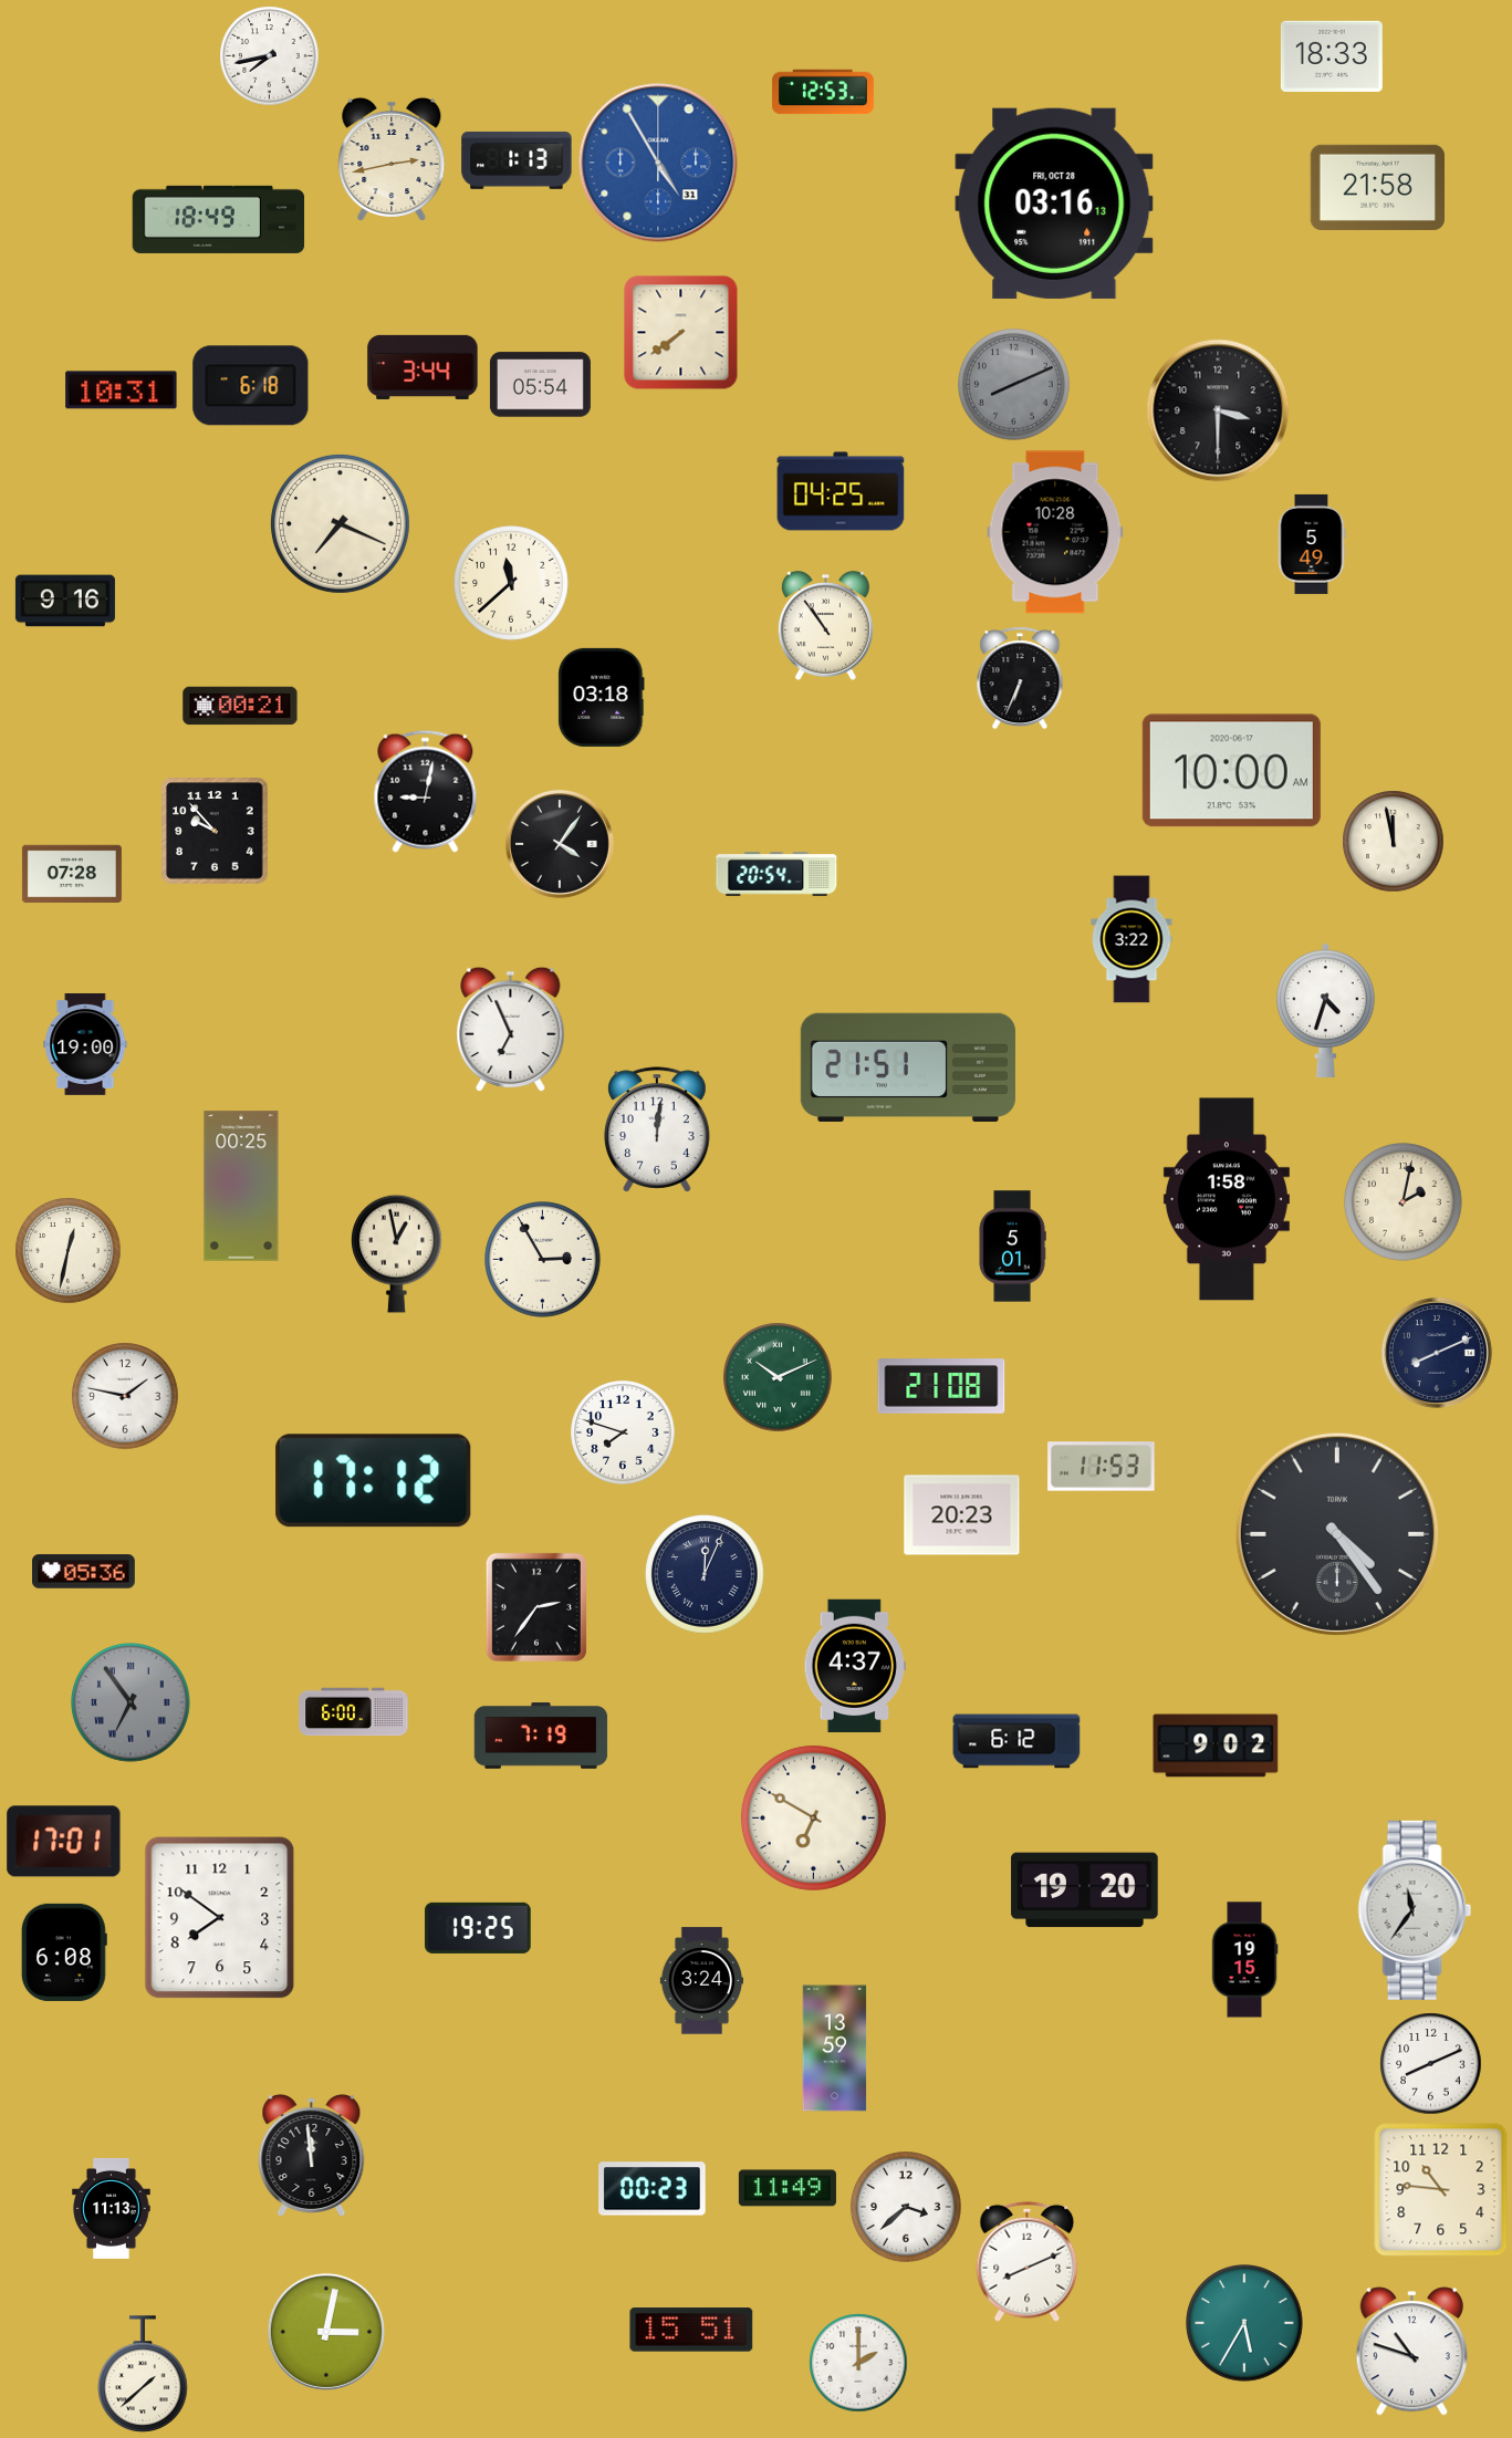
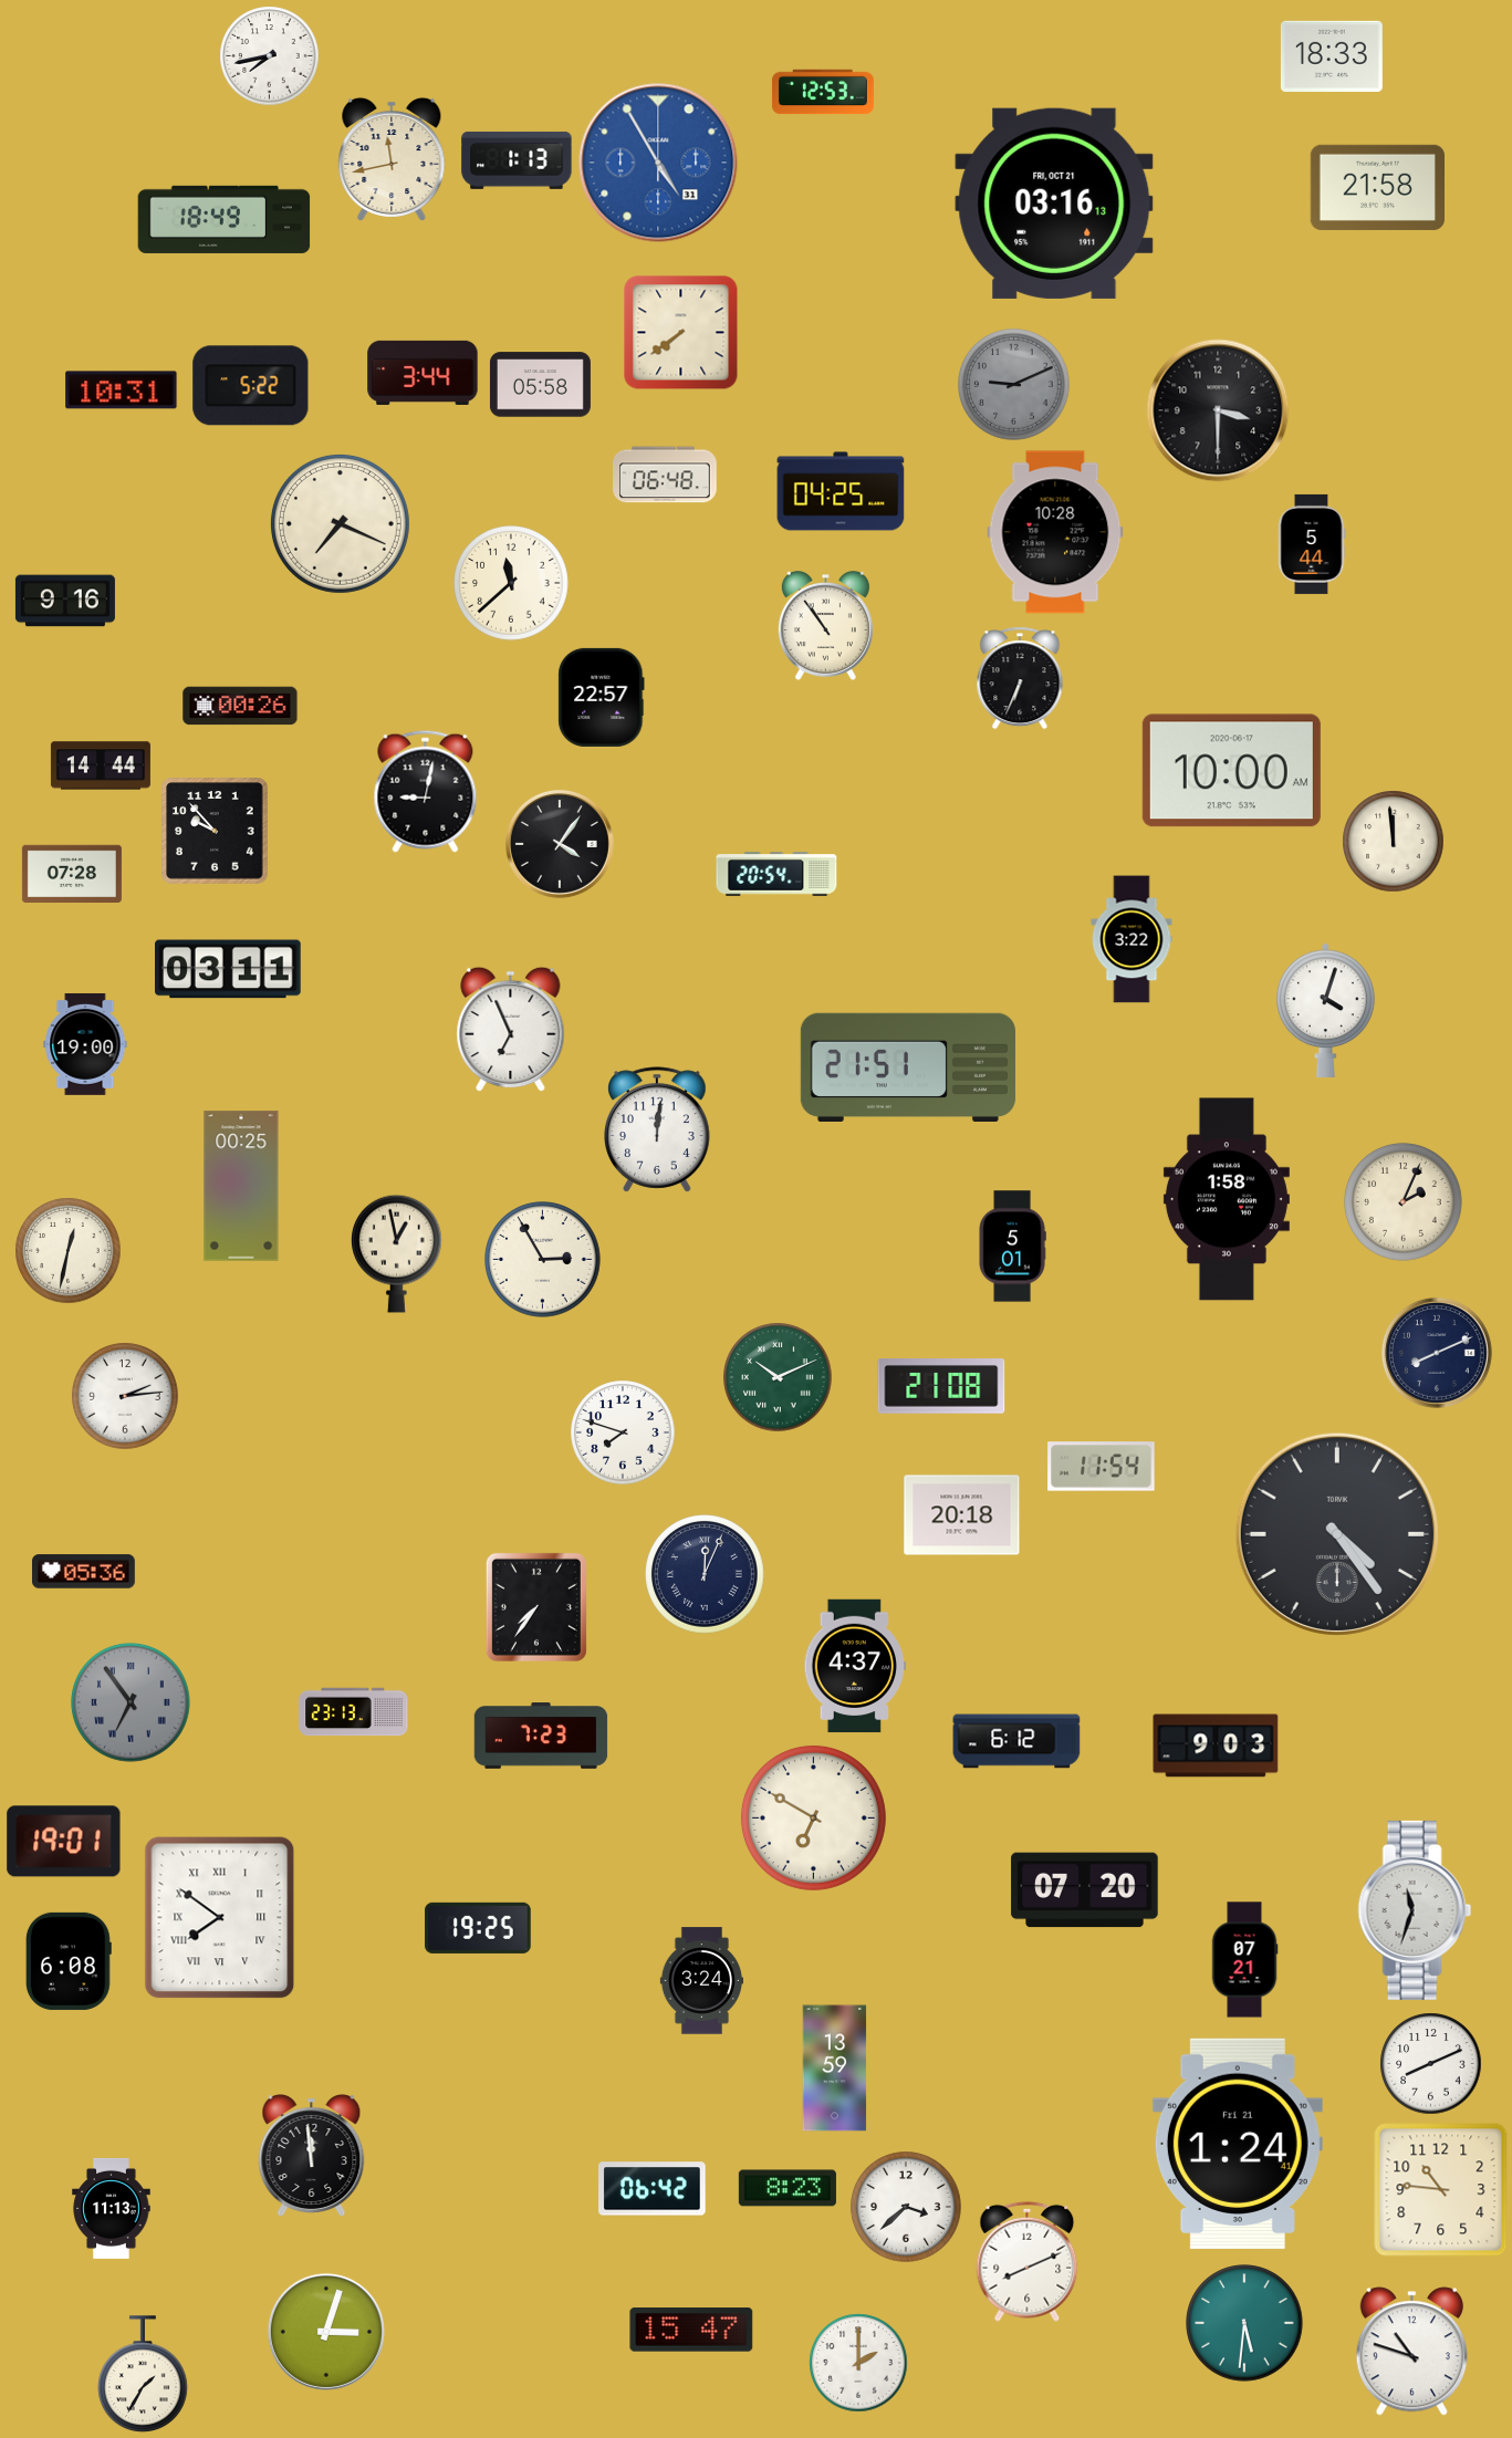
clock at (392, 159): 2:43 -> 11:43
clock at (1054, 204) date: FRI, OCT 28 -> FRI, OCT 21
clock at (219, 219) position: (219, 219) -> (225, 219)
clock at (423, 367) position: (423, 367) -> (423, 373)
clock at (540, 385): 05:54 -> 05:58
clock at (1014, 385): 8:11 -> 9:11
clock at (251, 386): 6:18 -> 5:22
clock at (666, 475): none -> 06:48
clock at (1312, 544): 5:49 -> 5:44
clock at (602, 697): 03:18 -> 22:57
clock at (240, 706): 00:21 -> 00:26
clock at (101, 765): none -> 14:44
clock at (1394, 842): 11:58 -> 11:59
clock at (229, 969): none -> 03:11
clock at (1326, 1010): 4:33 -> 4:03
clock at (1404, 1202): 2:02 -> 2:04
clock at (125, 1396): 1:47 -> 2:14
clock at (1102, 1467): 11:53 -> 11:54
clock at (374, 1481): 17:12 -> none
clock at (962, 1515): 20:23 -> 20:18
clock at (536, 1607): 2:36 -> 7:36
clock at (354, 1712): 6:00 -> 23:13
clock at (541, 1736): 7:19 -> 7:23
clock at (1216, 1746): 9:02 -> 9:03
clock at (64, 1842): 17:01 -> 19:01
clock at (1085, 1890): 19:20 -> 07:20
clock at (1415, 1910): 11:36 -> 11:33
clock at (220, 1918) numerals: Arabic -> Roman
clock at (64, 1952) position: (64, 1952) -> (69, 1961)
clock at (1244, 1960): 19:15 -> 07:21
clock at (835, 2049) position: (835, 2049) -> (835, 2069)
clock at (1238, 2144): none -> 1:24
clock at (788, 2188): 11:49 -> 8:23
clock at (653, 2189): 00:23 -> 06:42
clock at (1244, 2323): 5:35 -> 5:31
clock at (691, 2330): 15:51 -> 15:47
clock at (326, 2332): 3:02 -> 3:03
clock at (144, 2375): 1:38 -> 1:35
